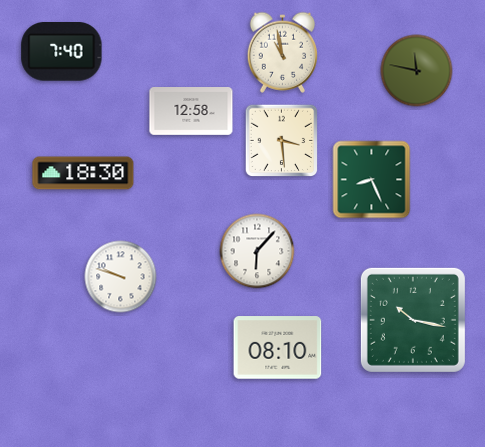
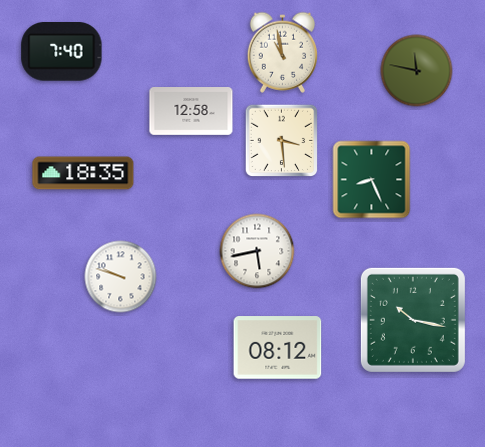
clock at (83, 173): 18:30 -> 18:35
clock at (257, 251): 6:07 -> 5:43
clock at (278, 348): 08:10 -> 08:12
